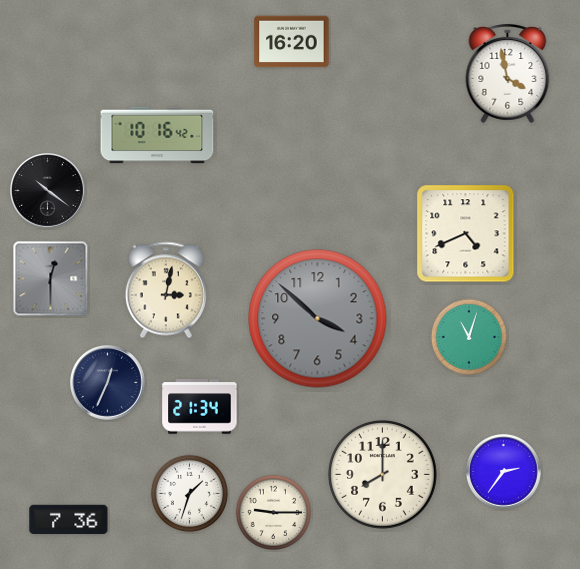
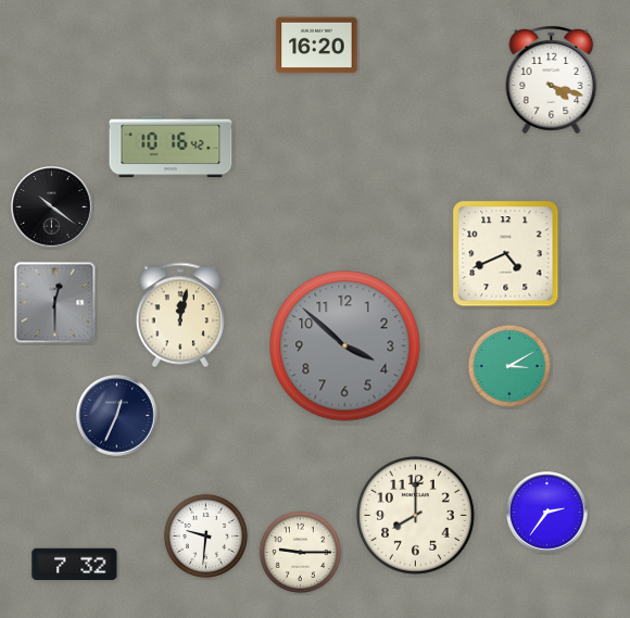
clock at (508, 73): 3:58 -> 4:18
clock at (166, 290): 3:02 -> 12:02
clock at (469, 337): 11:03 -> 3:10
clock at (200, 407): 21:34 -> none
clock at (189, 493): 1:33 -> 9:31
clock at (273, 512) position: (273, 512) -> (300, 552)
clock at (69, 520): 7:36 -> 7:32
